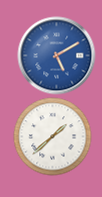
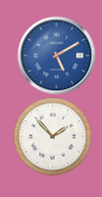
clock at (52, 136): 1:38 -> 1:53
